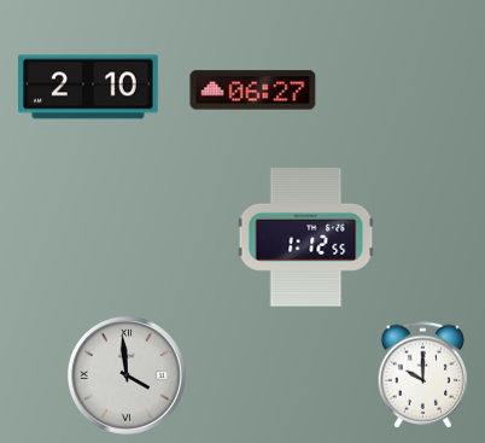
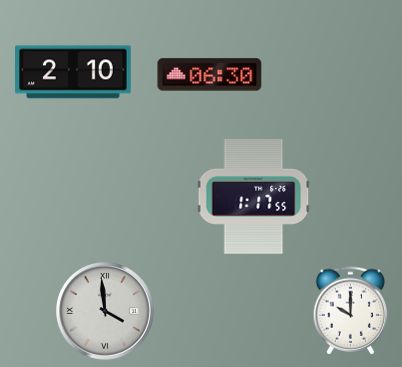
clock at (253, 91): 06:27 -> 06:30
clock at (306, 237): 1:12 -> 1:17
